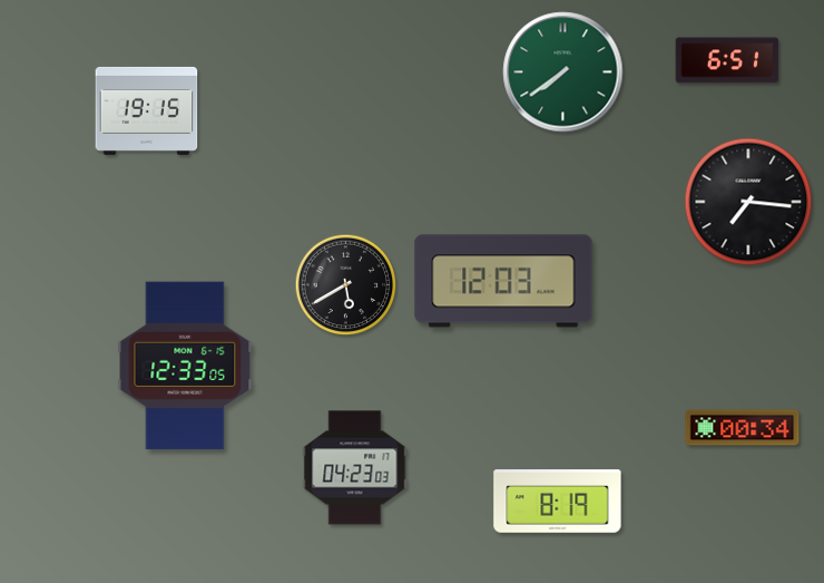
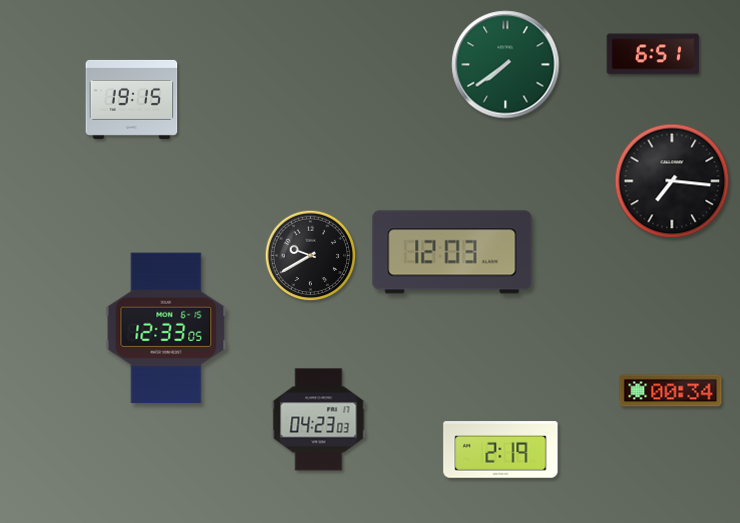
clock at (346, 285): 5:40 -> 9:40
clock at (743, 428) position: (743, 428) -> (671, 391)
clock at (558, 502): 8:19 -> 2:19
